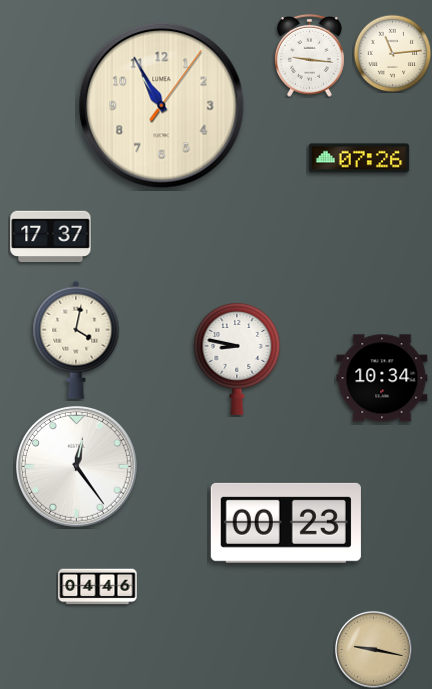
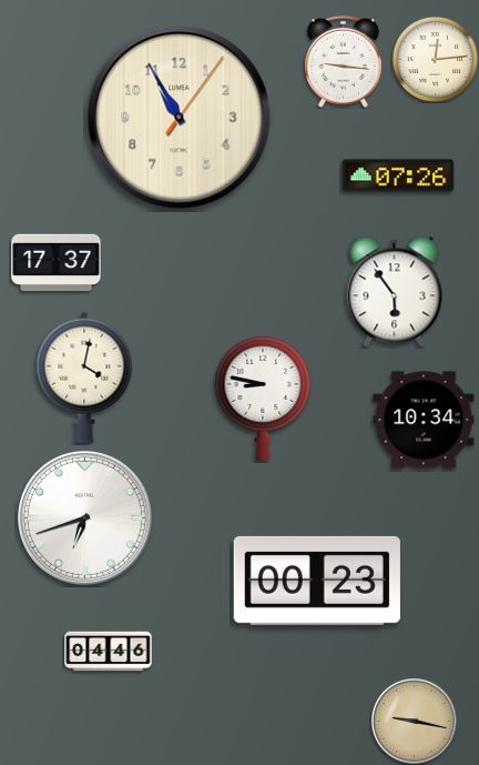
clock at (392, 53): 11:14 -> 12:14
clock at (395, 292): none -> 5:54
clock at (77, 467): 12:24 -> 6:42
